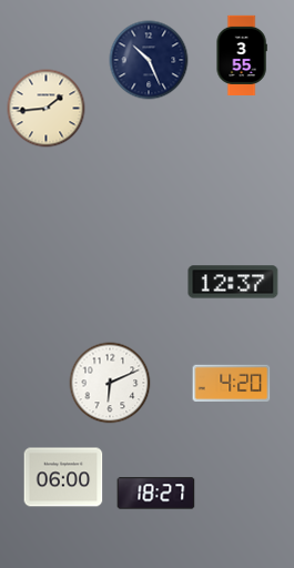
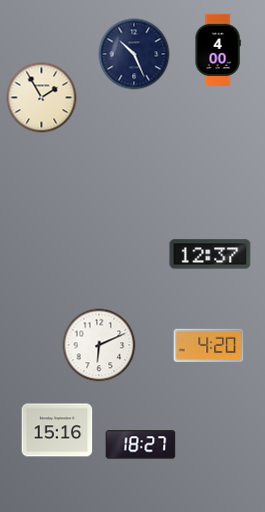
clock at (242, 54): 3:55 -> 4:00
clock at (47, 109): 1:44 -> 1:55
clock at (63, 477): 06:00 -> 15:16
